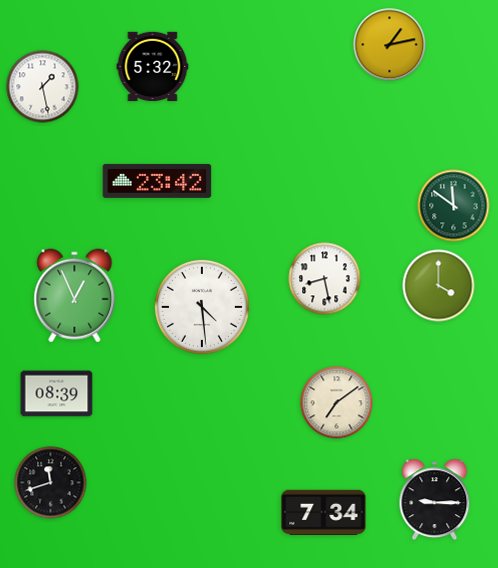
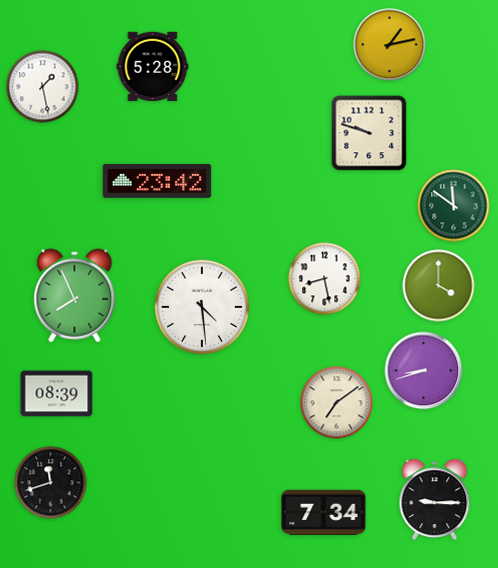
clock at (153, 67): 5:32 -> 5:28
clock at (369, 133): none -> 9:48
clock at (75, 296): 12:56 -> 7:56
clock at (424, 371): none -> 8:42
